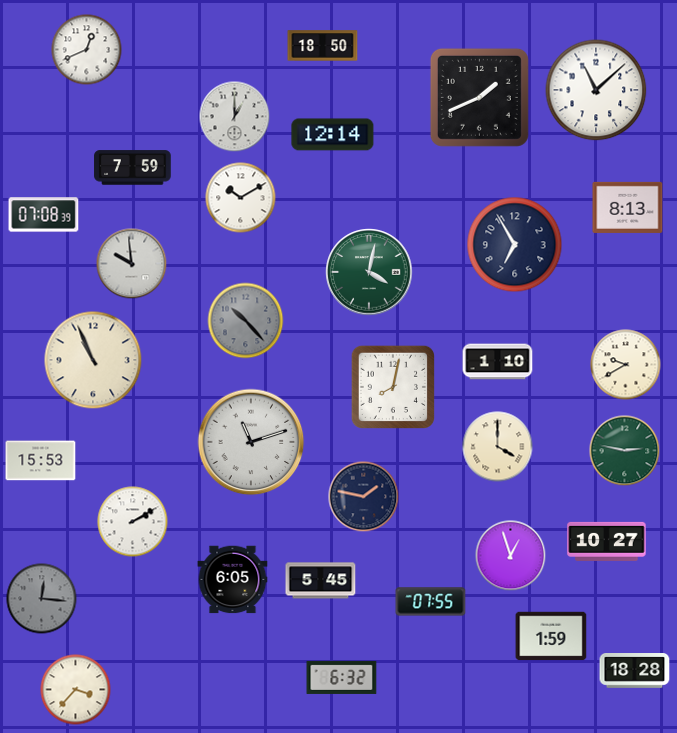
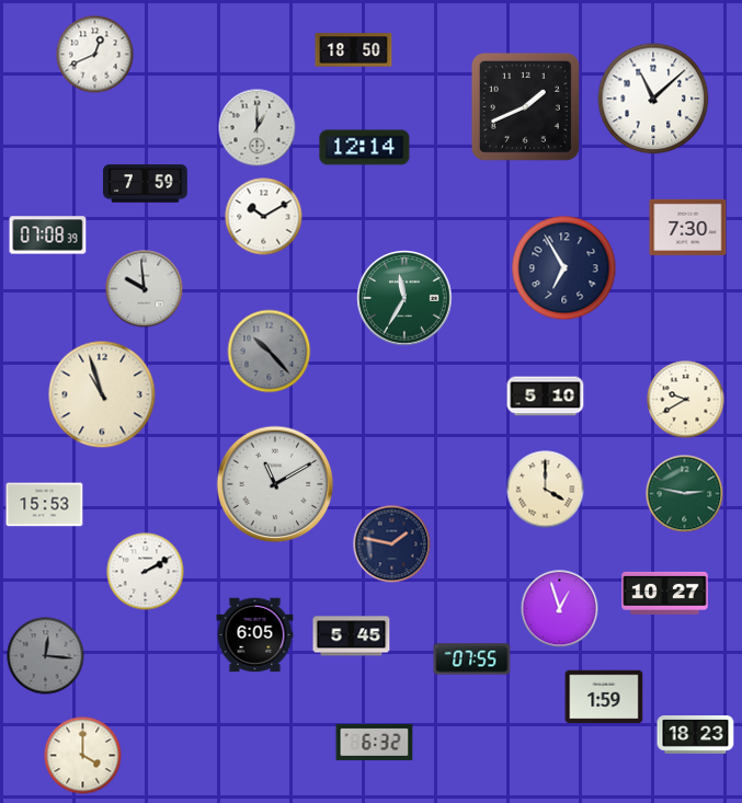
clock at (628, 207): 8:13 -> 7:30
clock at (369, 272): 4:02 -> 11:35
clock at (93, 360): 10:56 -> 10:57
clock at (498, 362): 1:10 -> 5:10
clock at (392, 386): 8:02 -> none
clock at (251, 442): 11:12 -> 11:10
clock at (364, 497) position: (364, 497) -> (392, 544)
clock at (635, 671): 18:28 -> 18:23
clock at (76, 690): 3:37 -> 4:00
